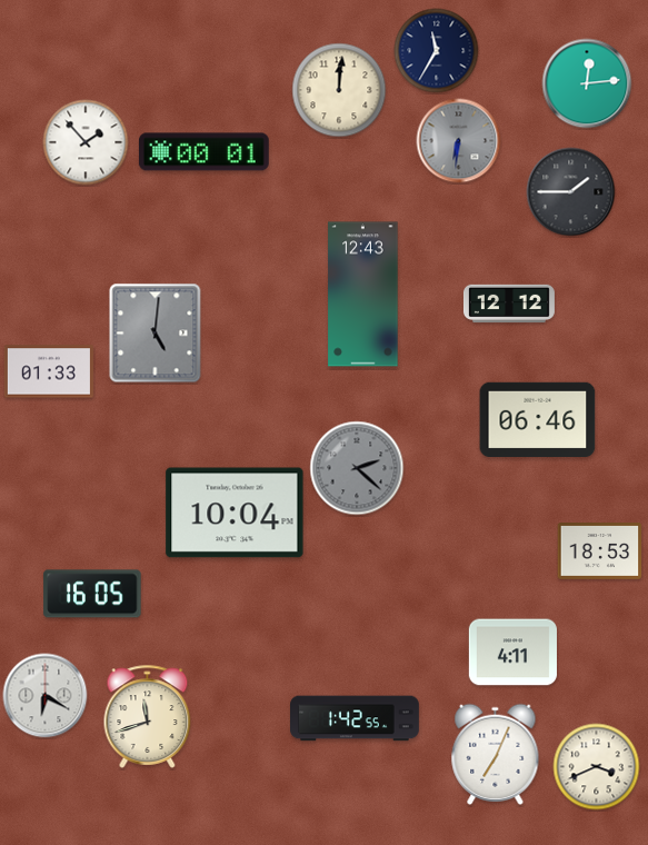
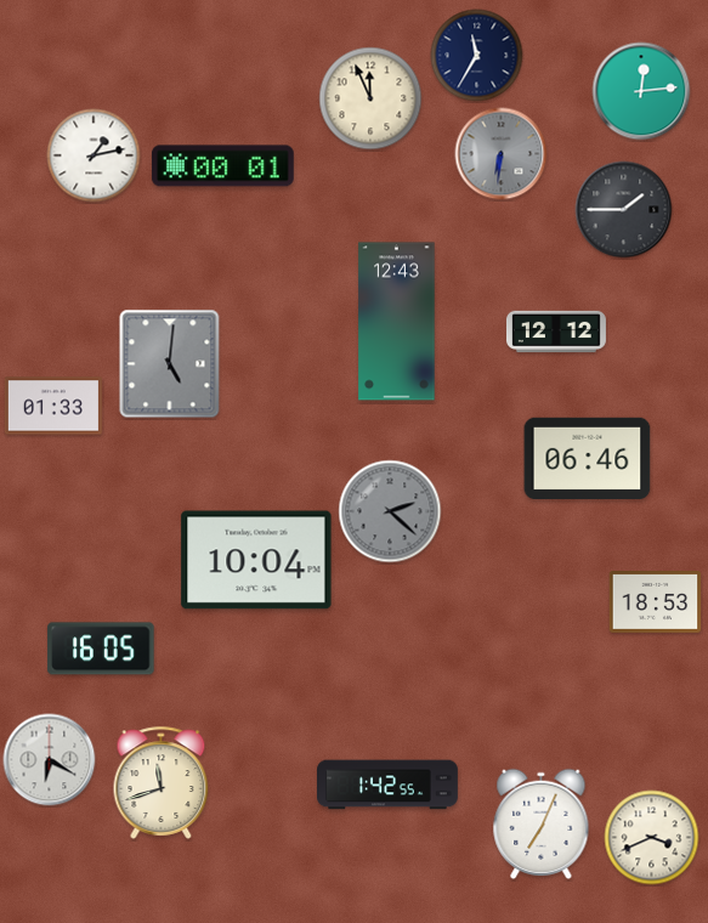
clock at (339, 90): 12:01 -> 11:56
clock at (86, 142): 1:53 -> 1:13
clock at (512, 653): 4:11 -> none
